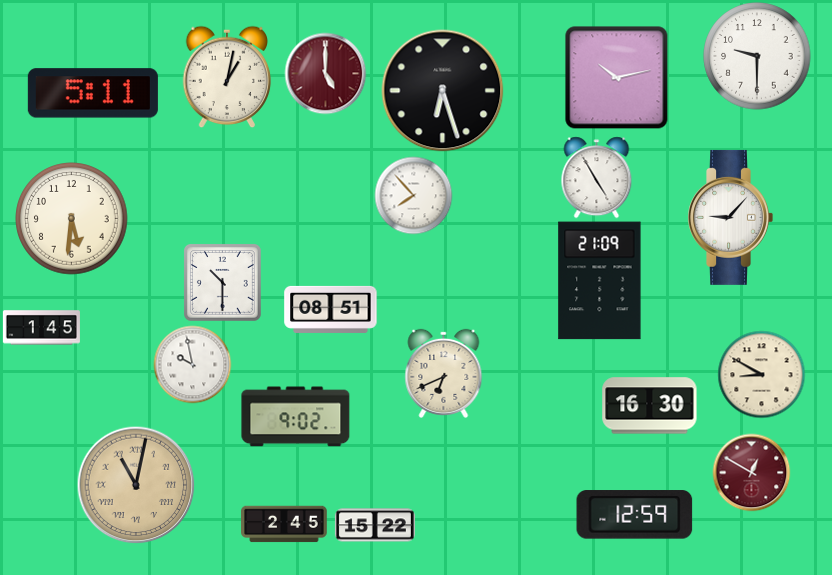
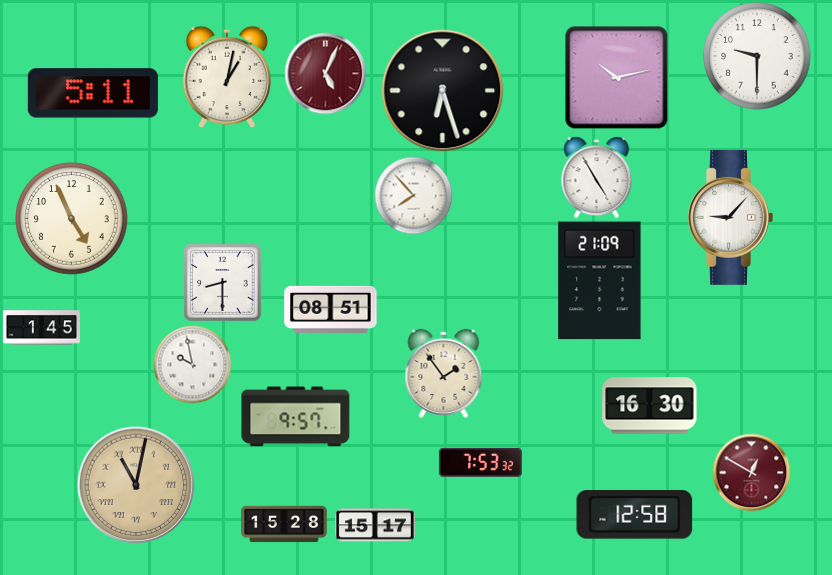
clock at (325, 73): 5:00 -> 5:04
clock at (72, 219): 5:31 -> 4:56
clock at (223, 283): 10:30 -> 8:30
clock at (444, 373): 6:41 -> 1:54
clock at (761, 374): 8:50 -> none
clock at (296, 417): 9:02 -> 9:57
clock at (480, 462): none -> 7:53
clock at (635, 515): 12:59 -> 12:58
clock at (284, 524): 2:45 -> 15:28
clock at (375, 525): 15:22 -> 15:17
